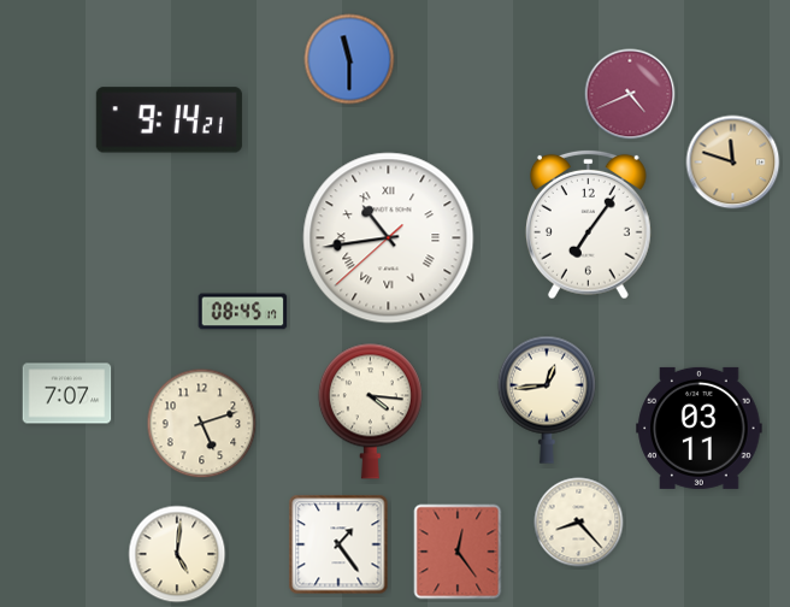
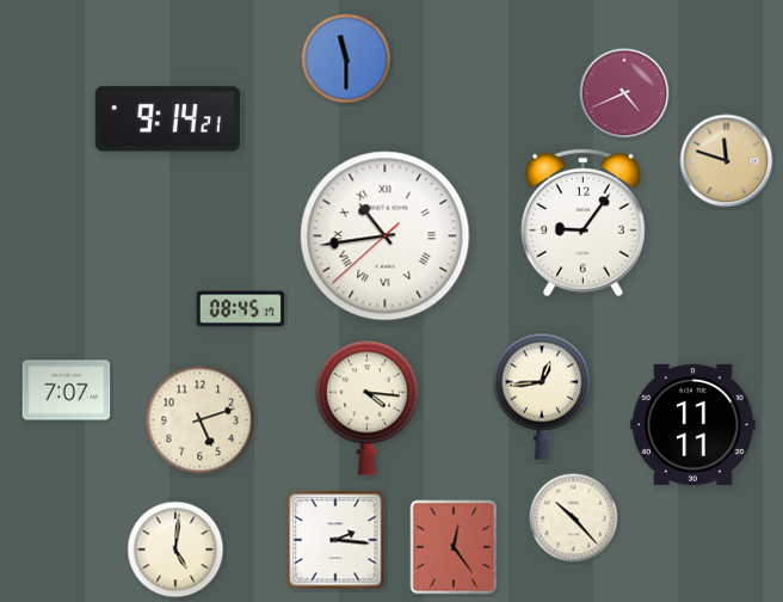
clock at (588, 224): 7:06 -> 9:06
clock at (700, 428): 03:11 -> 11:11
clock at (579, 523): 8:23 -> 10:23
clock at (338, 544): 1:24 -> 2:16
